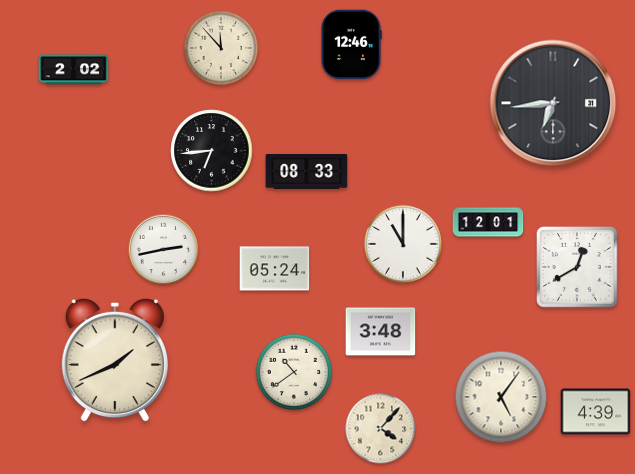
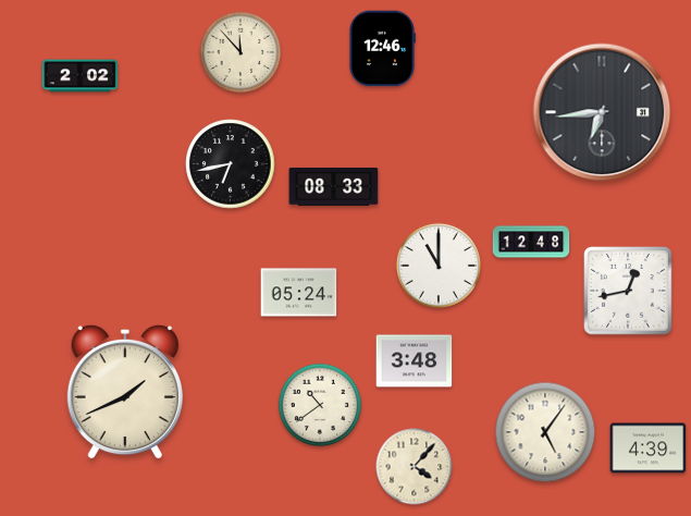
clock at (212, 151): 6:44 -> 6:43
clock at (488, 222): 12:01 -> 12:48
clock at (164, 250): 2:43 -> none
clock at (577, 267): 12:40 -> 12:43
